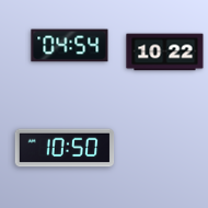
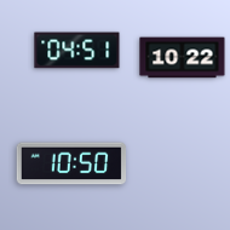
clock at (70, 46): 04:54 -> 04:51
